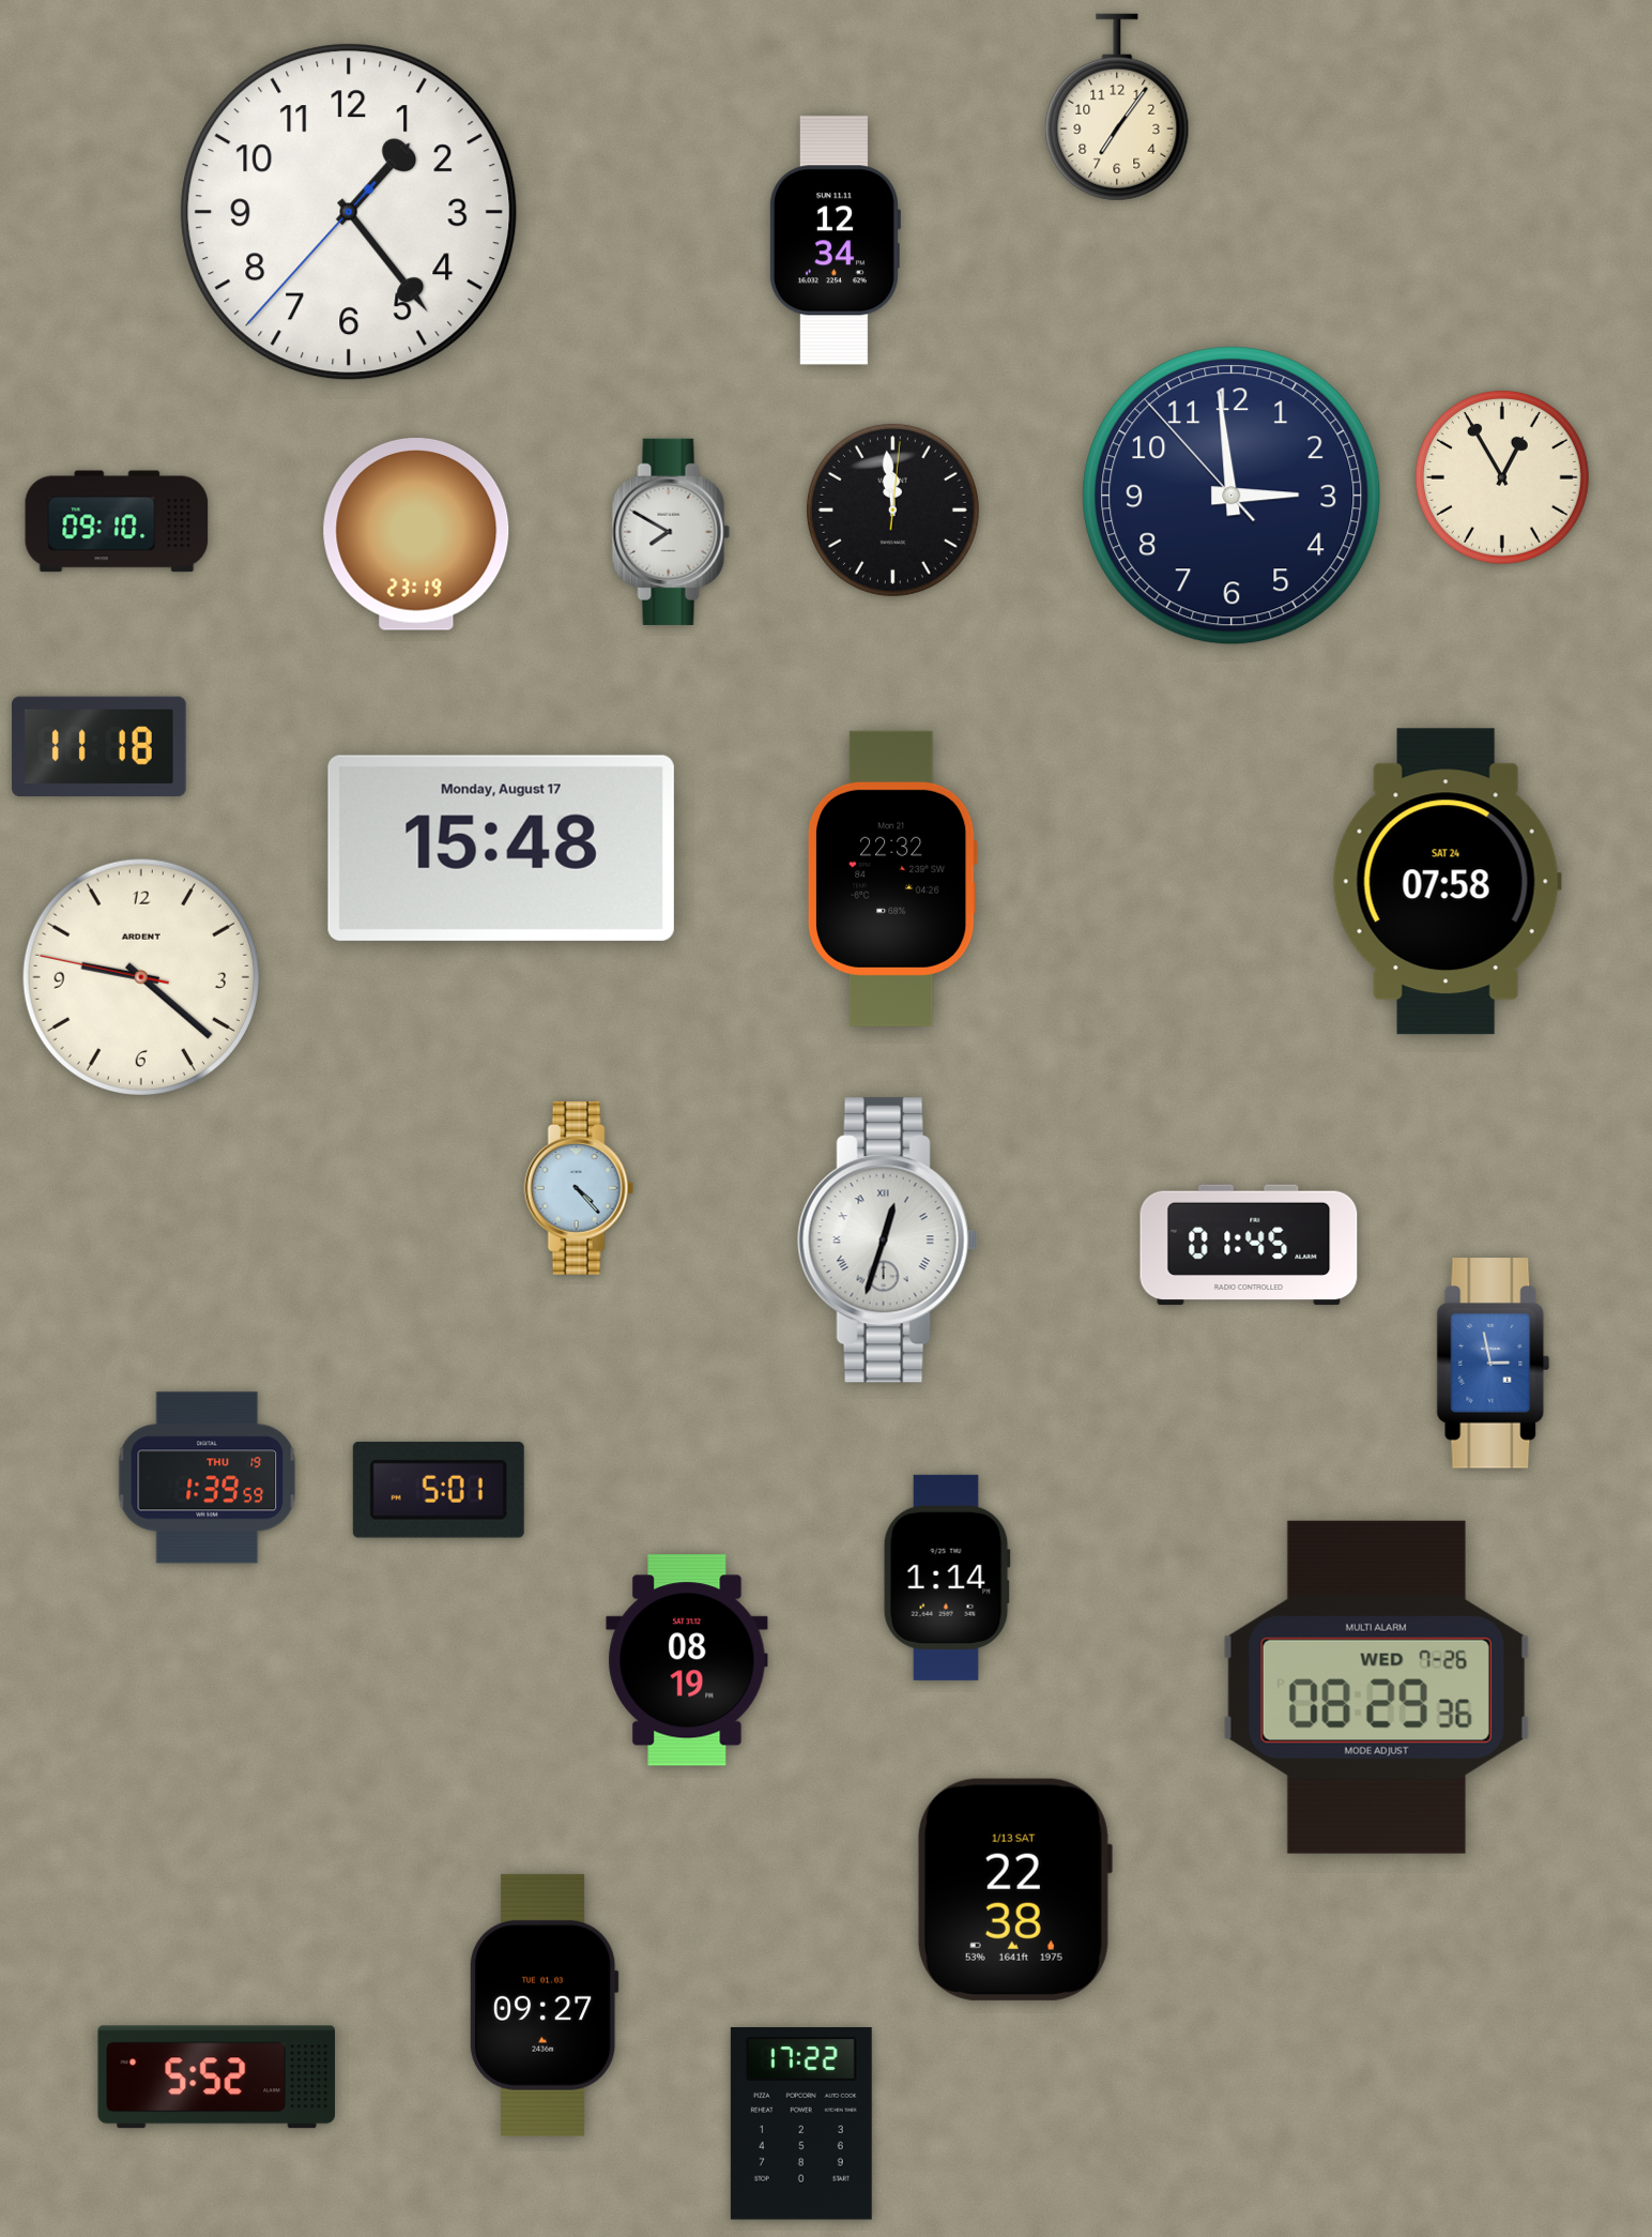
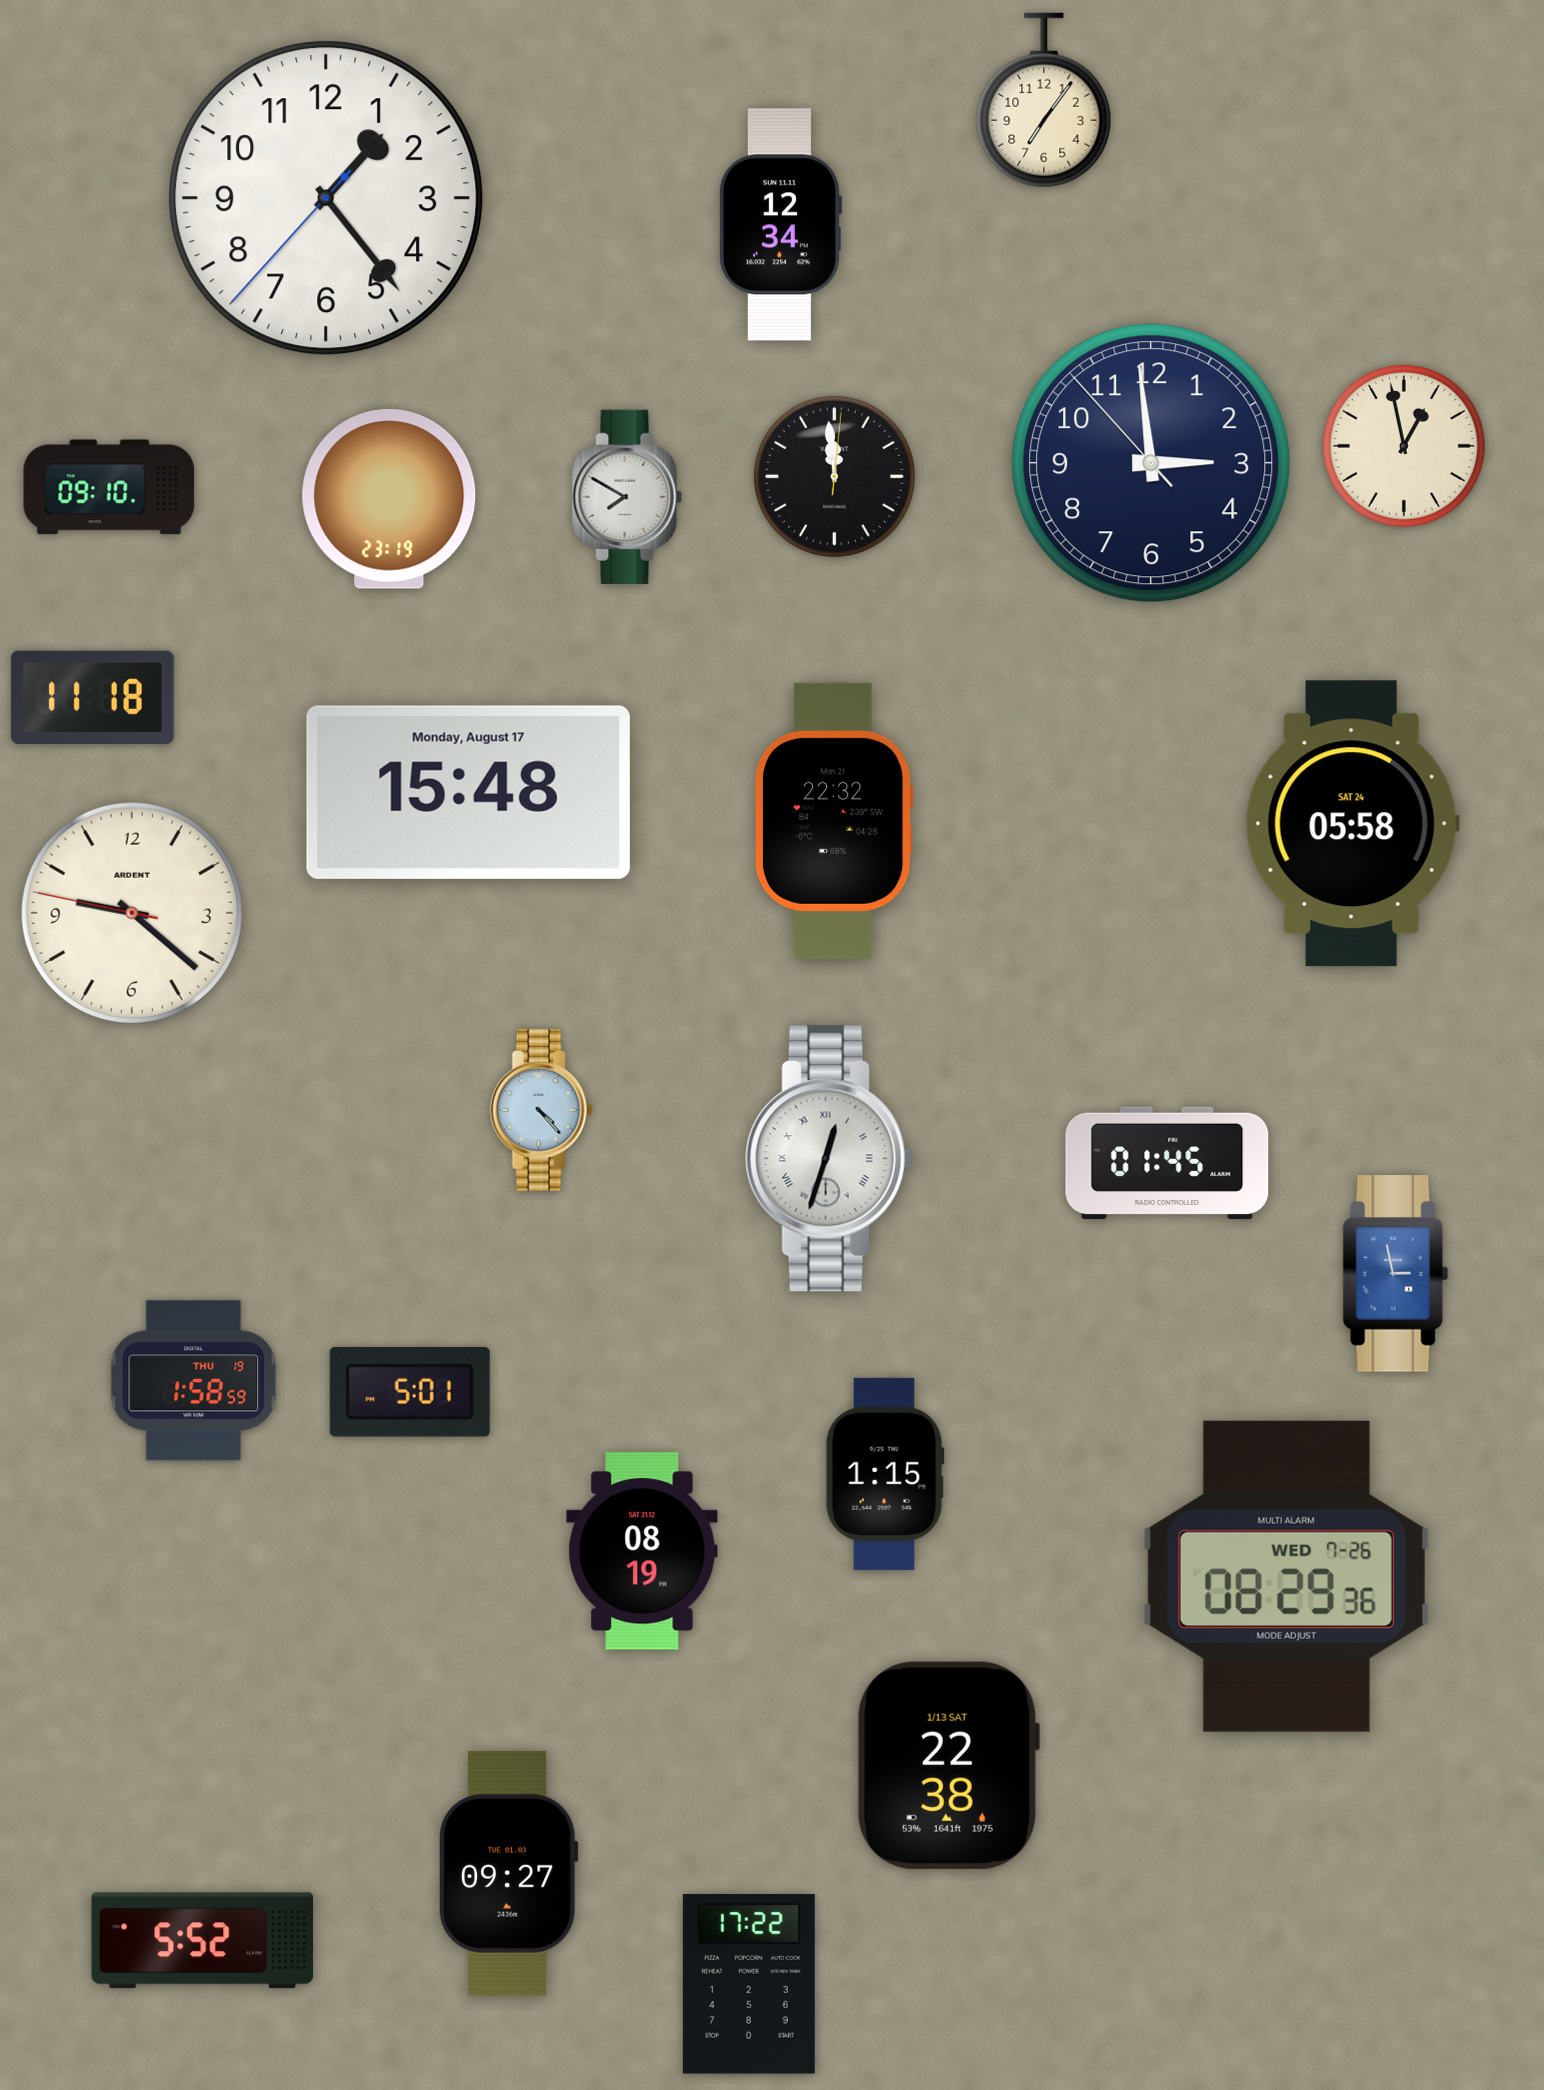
clock at (1502, 477): 12:55 -> 12:58
clock at (1447, 882): 07:58 -> 05:58
clock at (208, 1478): 1:39 -> 1:58
clock at (947, 1578): 1:14 -> 1:15
